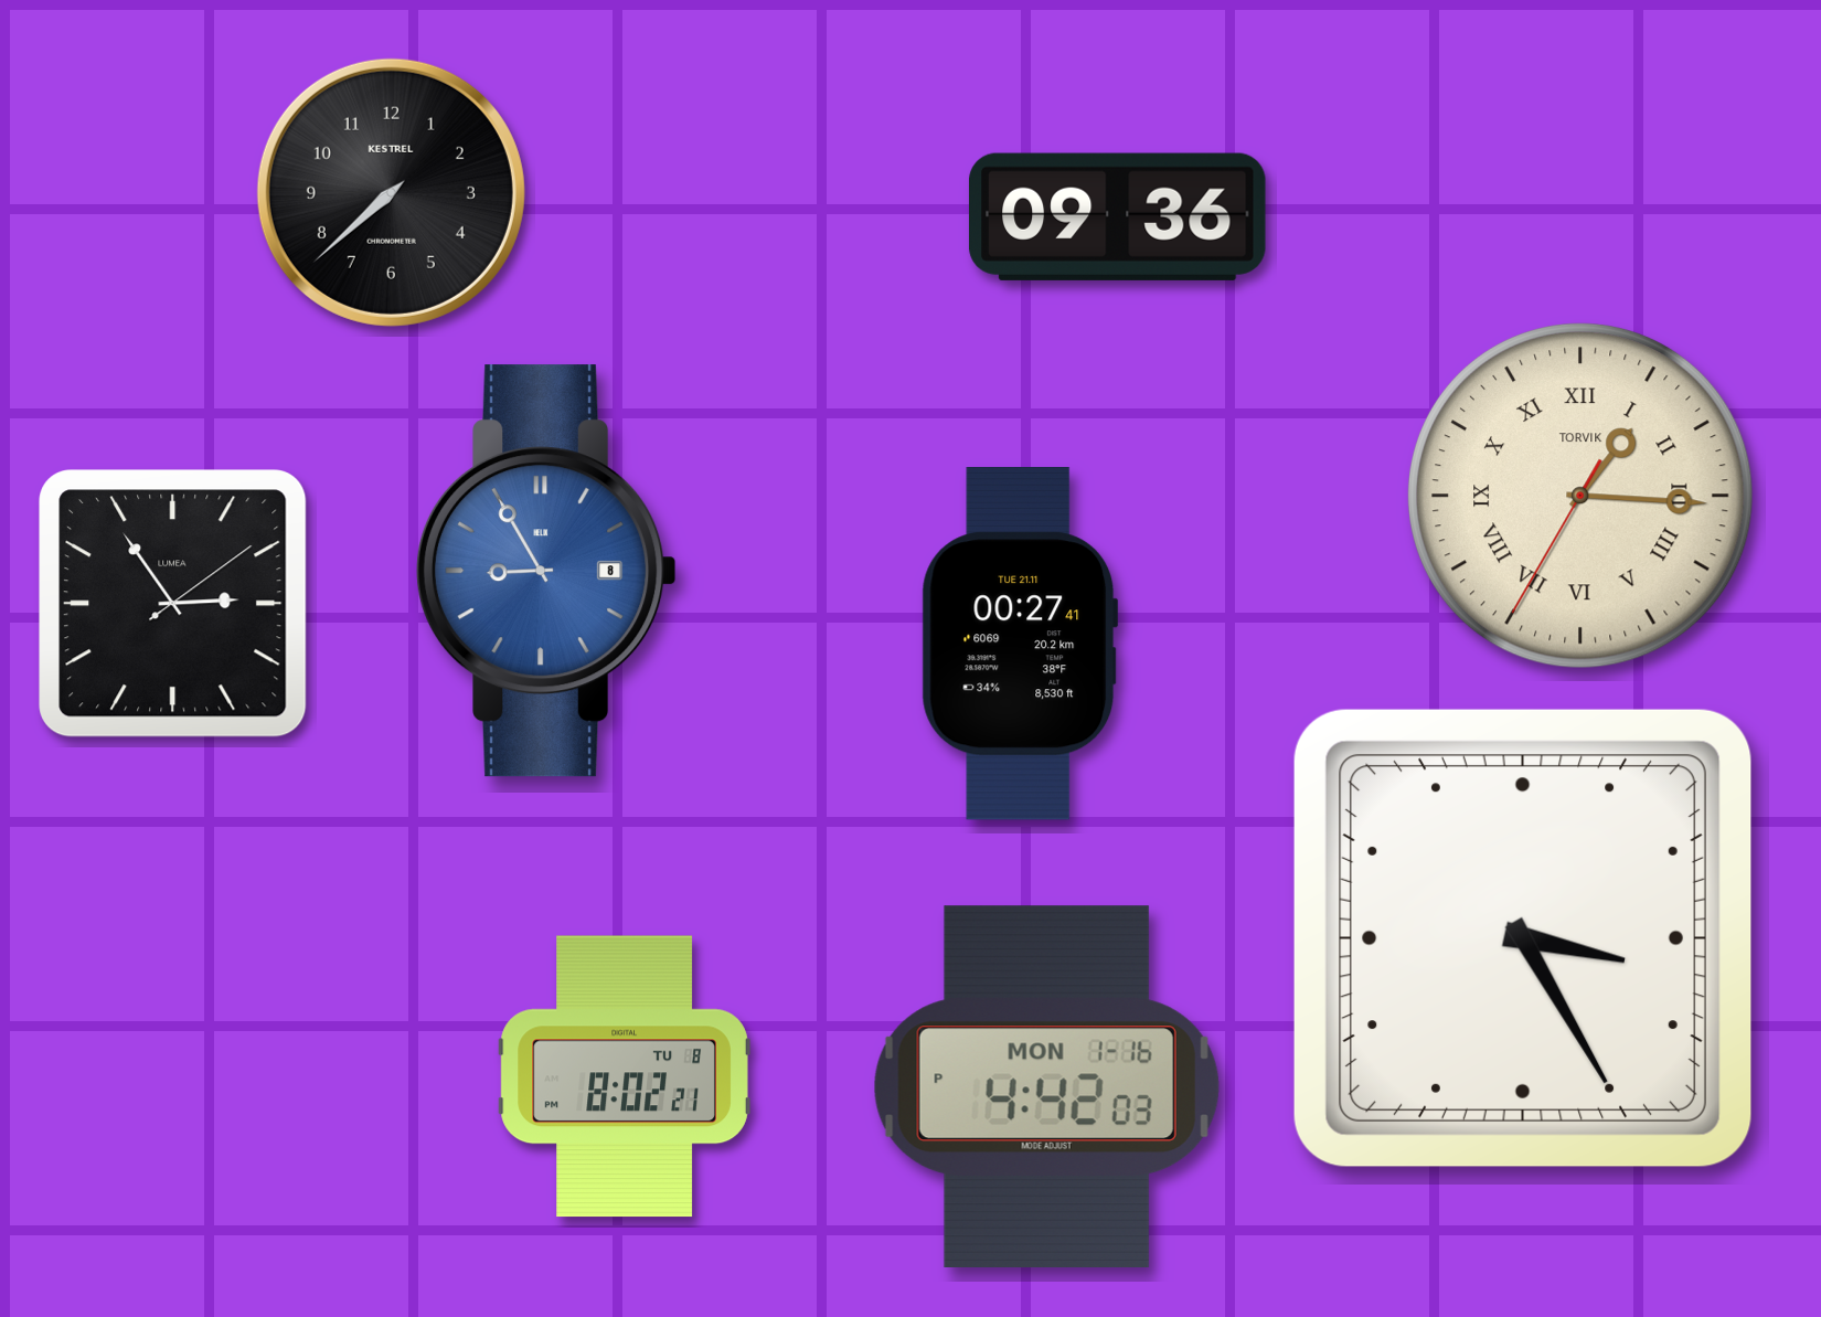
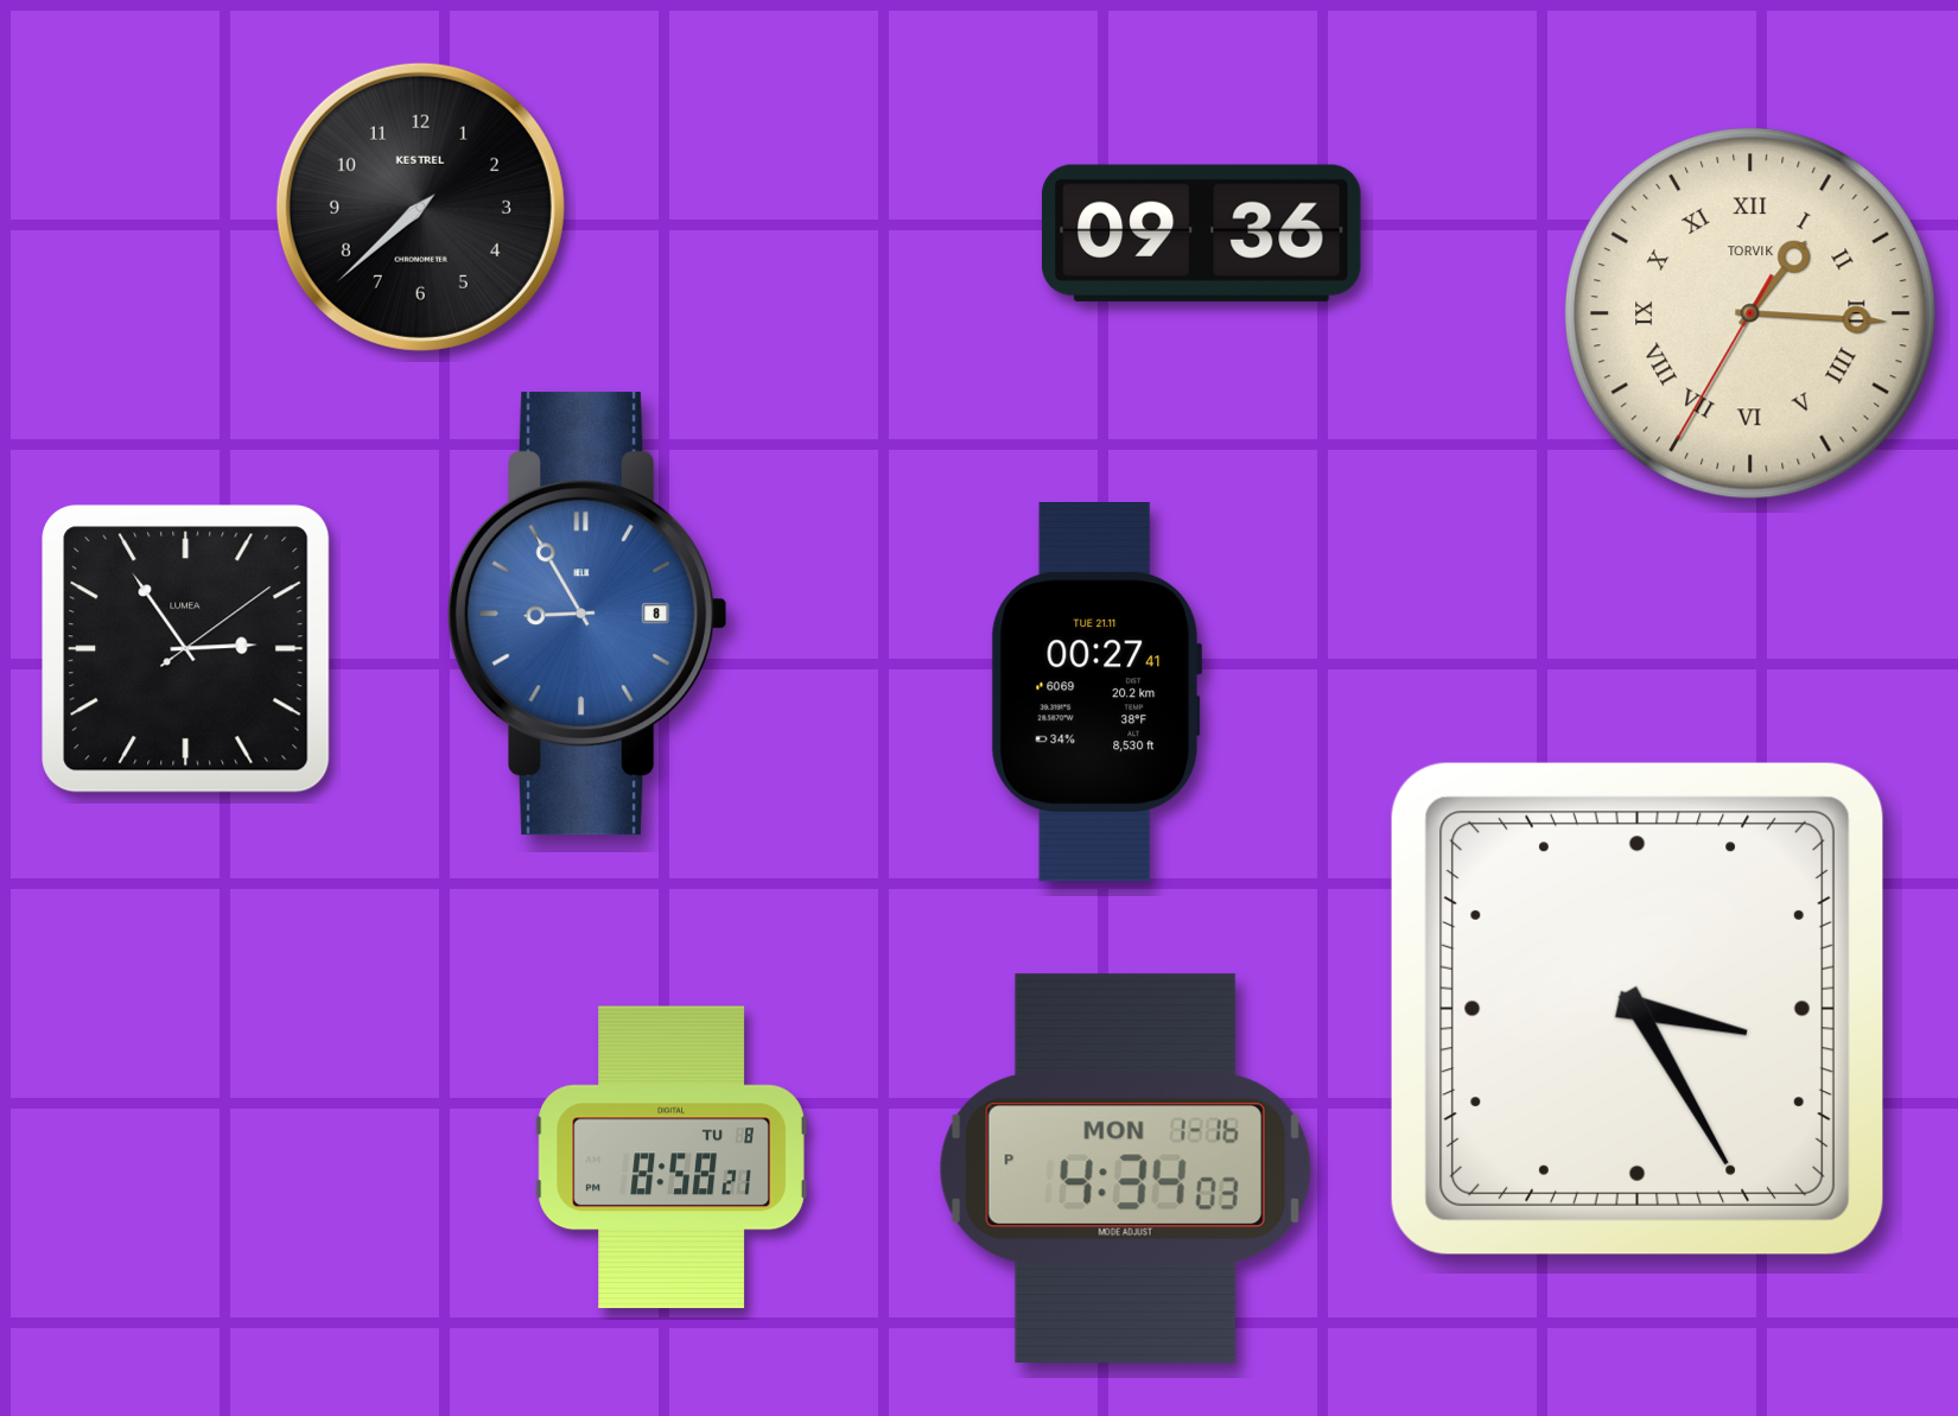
clock at (1580, 496) position: (1580, 496) -> (1750, 313)
clock at (625, 1076): 8:02 -> 8:58
clock at (1046, 1086): 4:42 -> 4:34
